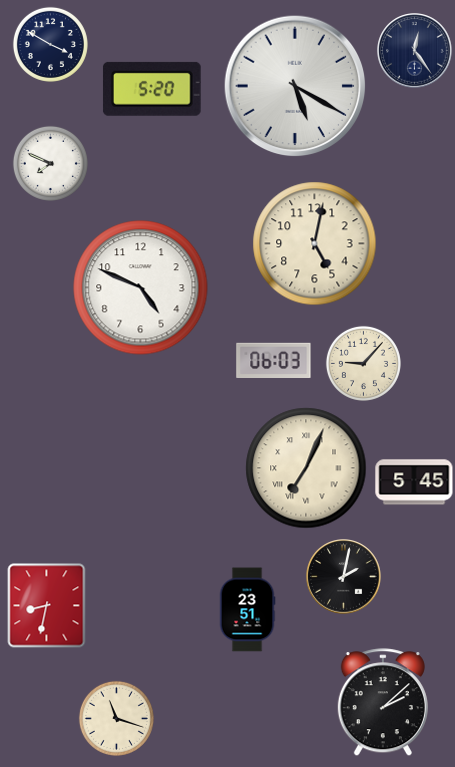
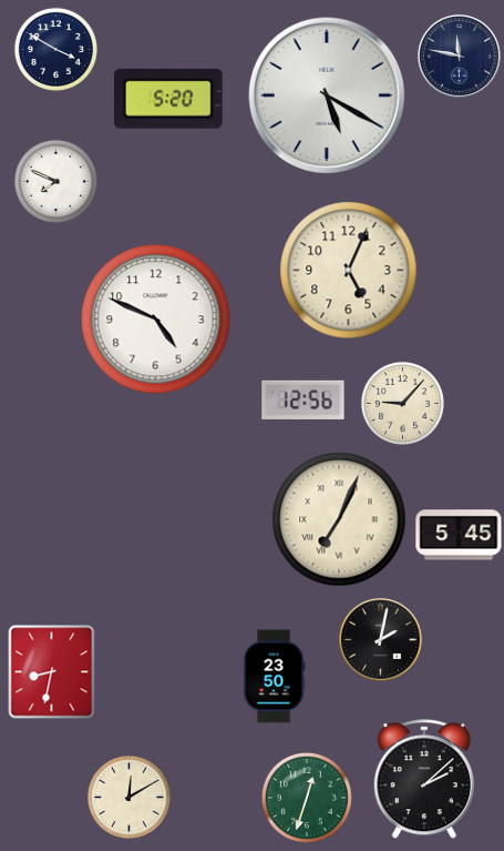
clock at (415, 51): 12:24 -> 11:47
clock at (315, 244): 5:02 -> 5:04
clock at (274, 360): 06:03 -> 12:56
clock at (247, 610): 23:51 -> 23:50
clock at (116, 718): 11:18 -> 12:10
clock at (307, 798): none -> 12:33
